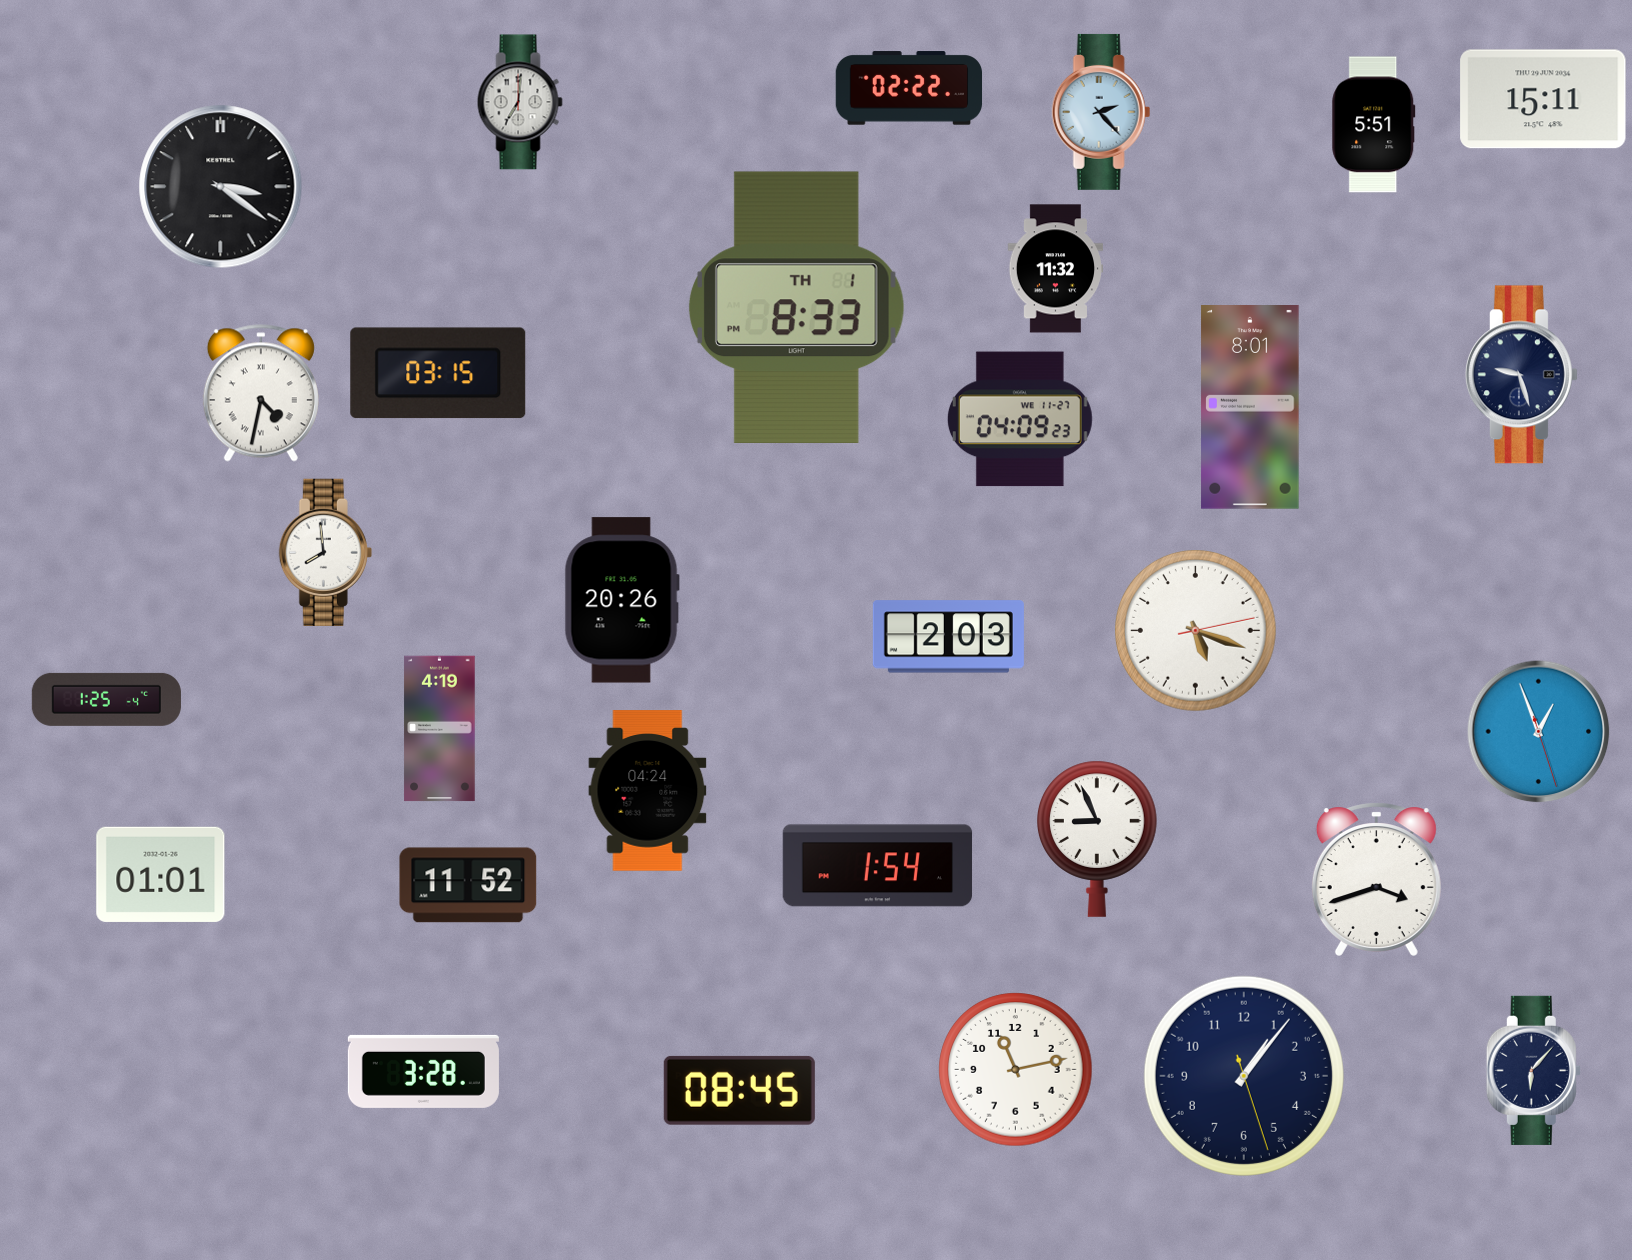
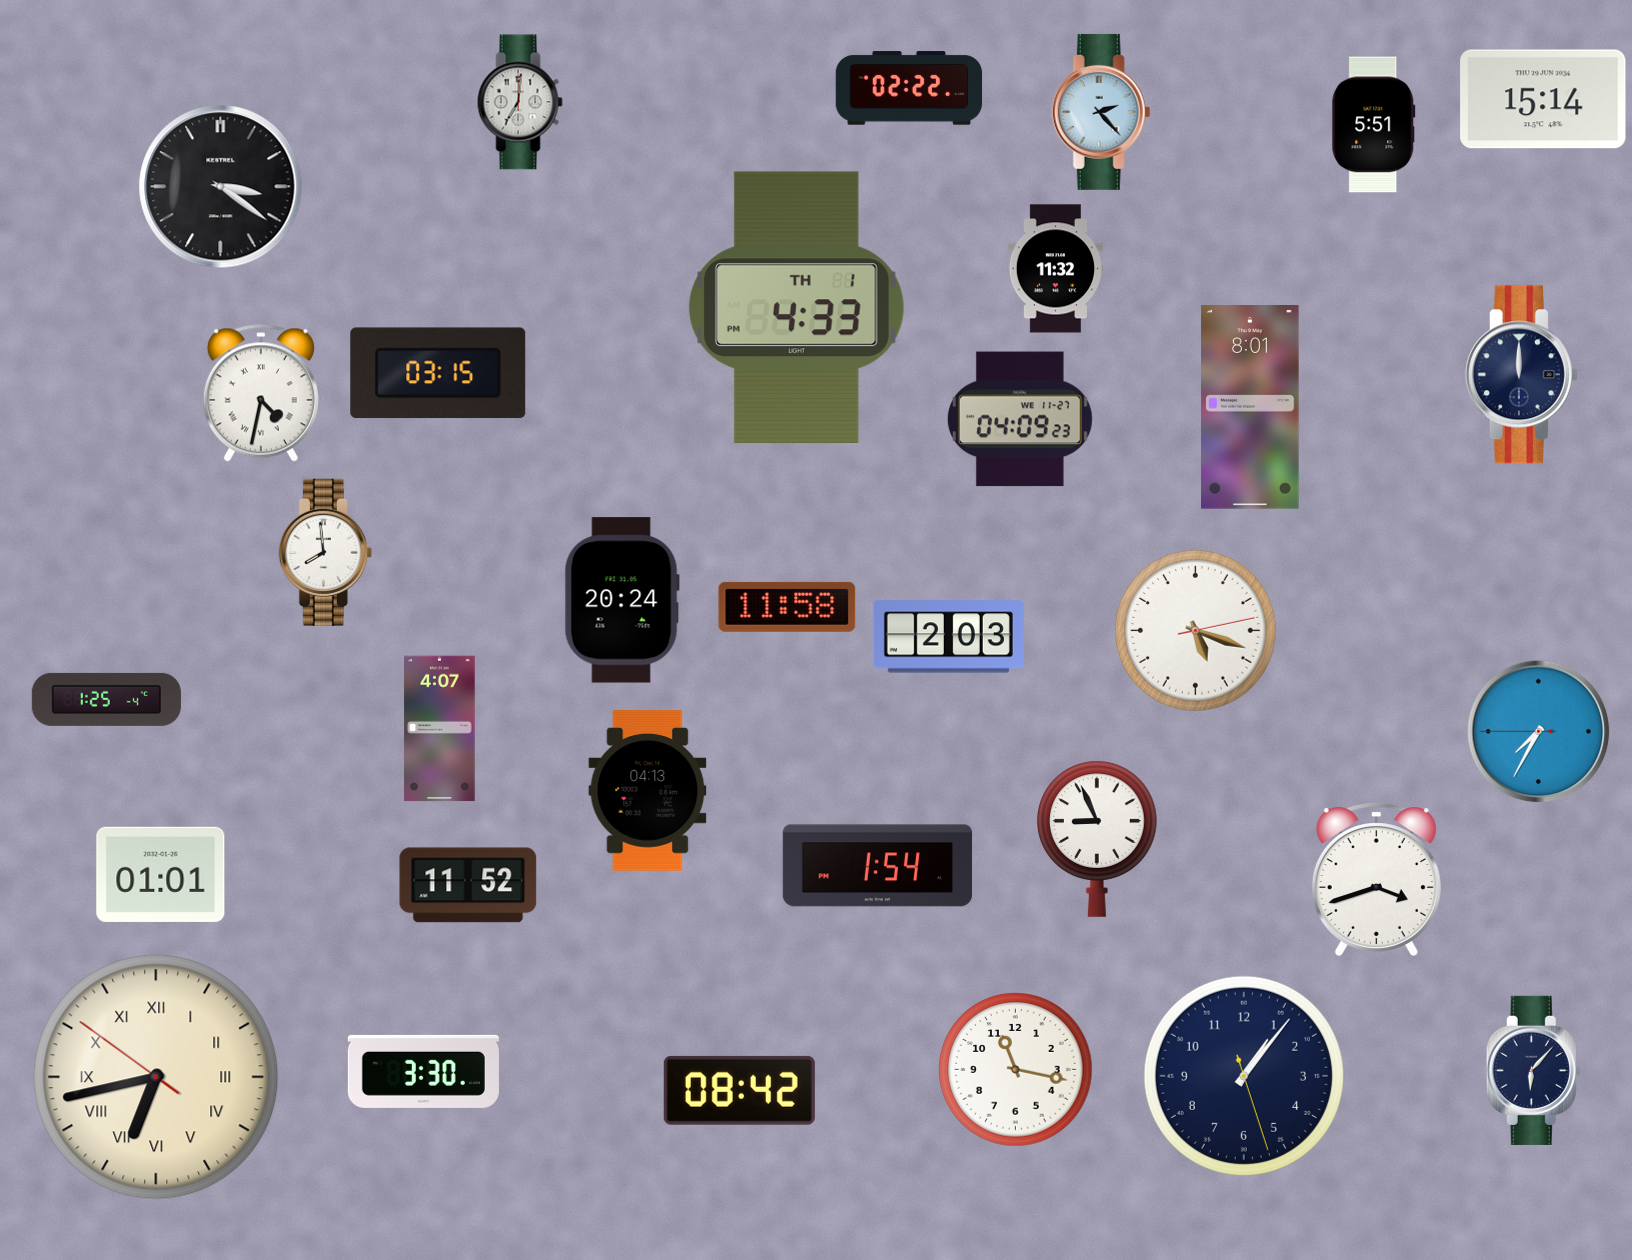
clock at (1543, 99): 15:11 -> 15:14
clock at (796, 307): 8:33 -> 4:33
clock at (1521, 375): 9:27 -> 12:00
clock at (622, 600): 20:26 -> 20:24
clock at (787, 607): none -> 11:58
clock at (440, 729): 4:19 -> 4:07
clock at (1539, 732): 12:56 -> 7:34
clock at (648, 791): 04:24 -> 04:13
clock at (1016, 1070): 11:13 -> 11:17
clock at (423, 1071): 3:28 -> 3:30
clock at (156, 1077): none -> 6:42
clock at (739, 1090): 08:45 -> 08:42
